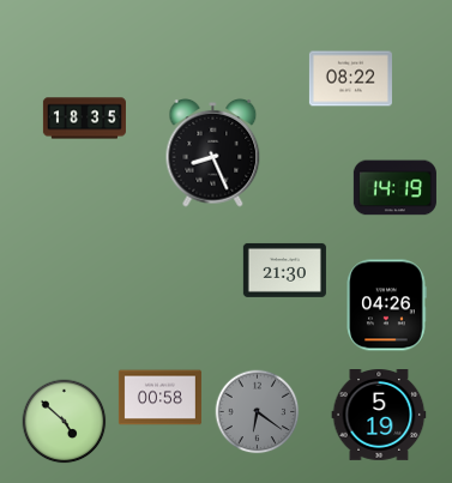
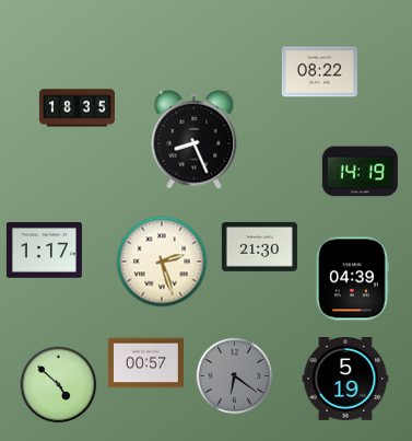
clock at (44, 251): none -> 1:17
clock at (162, 262): none -> 2:27
clock at (386, 306): 04:26 -> 04:39
clock at (159, 398): 00:58 -> 00:57
